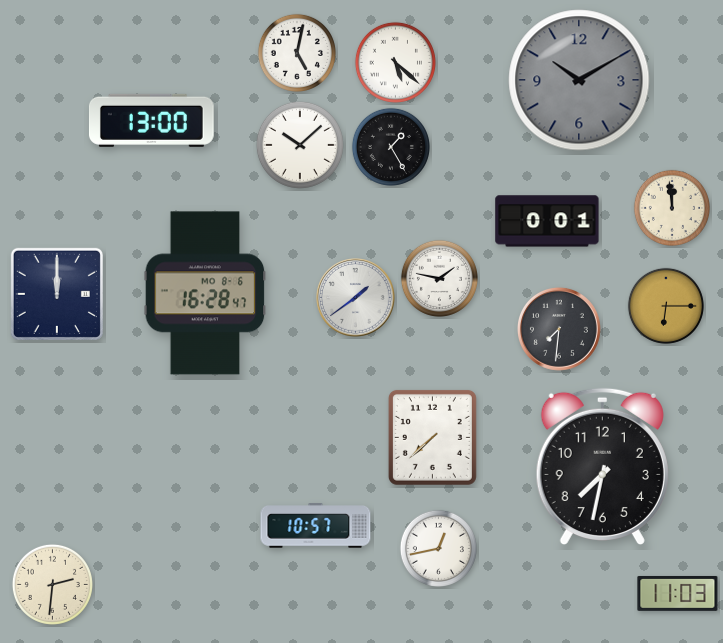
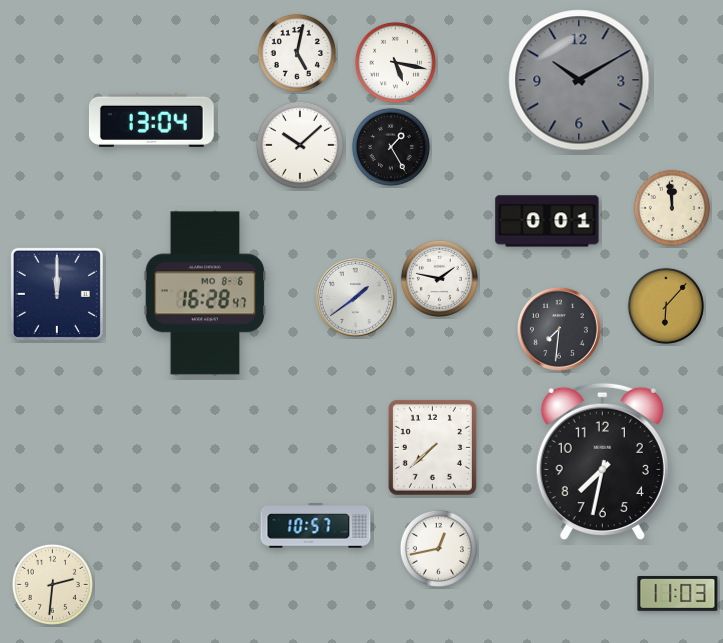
clock at (395, 62): 5:22 -> 5:17
clock at (151, 120): 13:00 -> 13:04
clock at (666, 306): 6:15 -> 6:07
clock at (432, 437) position: (432, 437) -> (432, 447)
clock at (602, 466) position: (602, 466) -> (602, 461)
